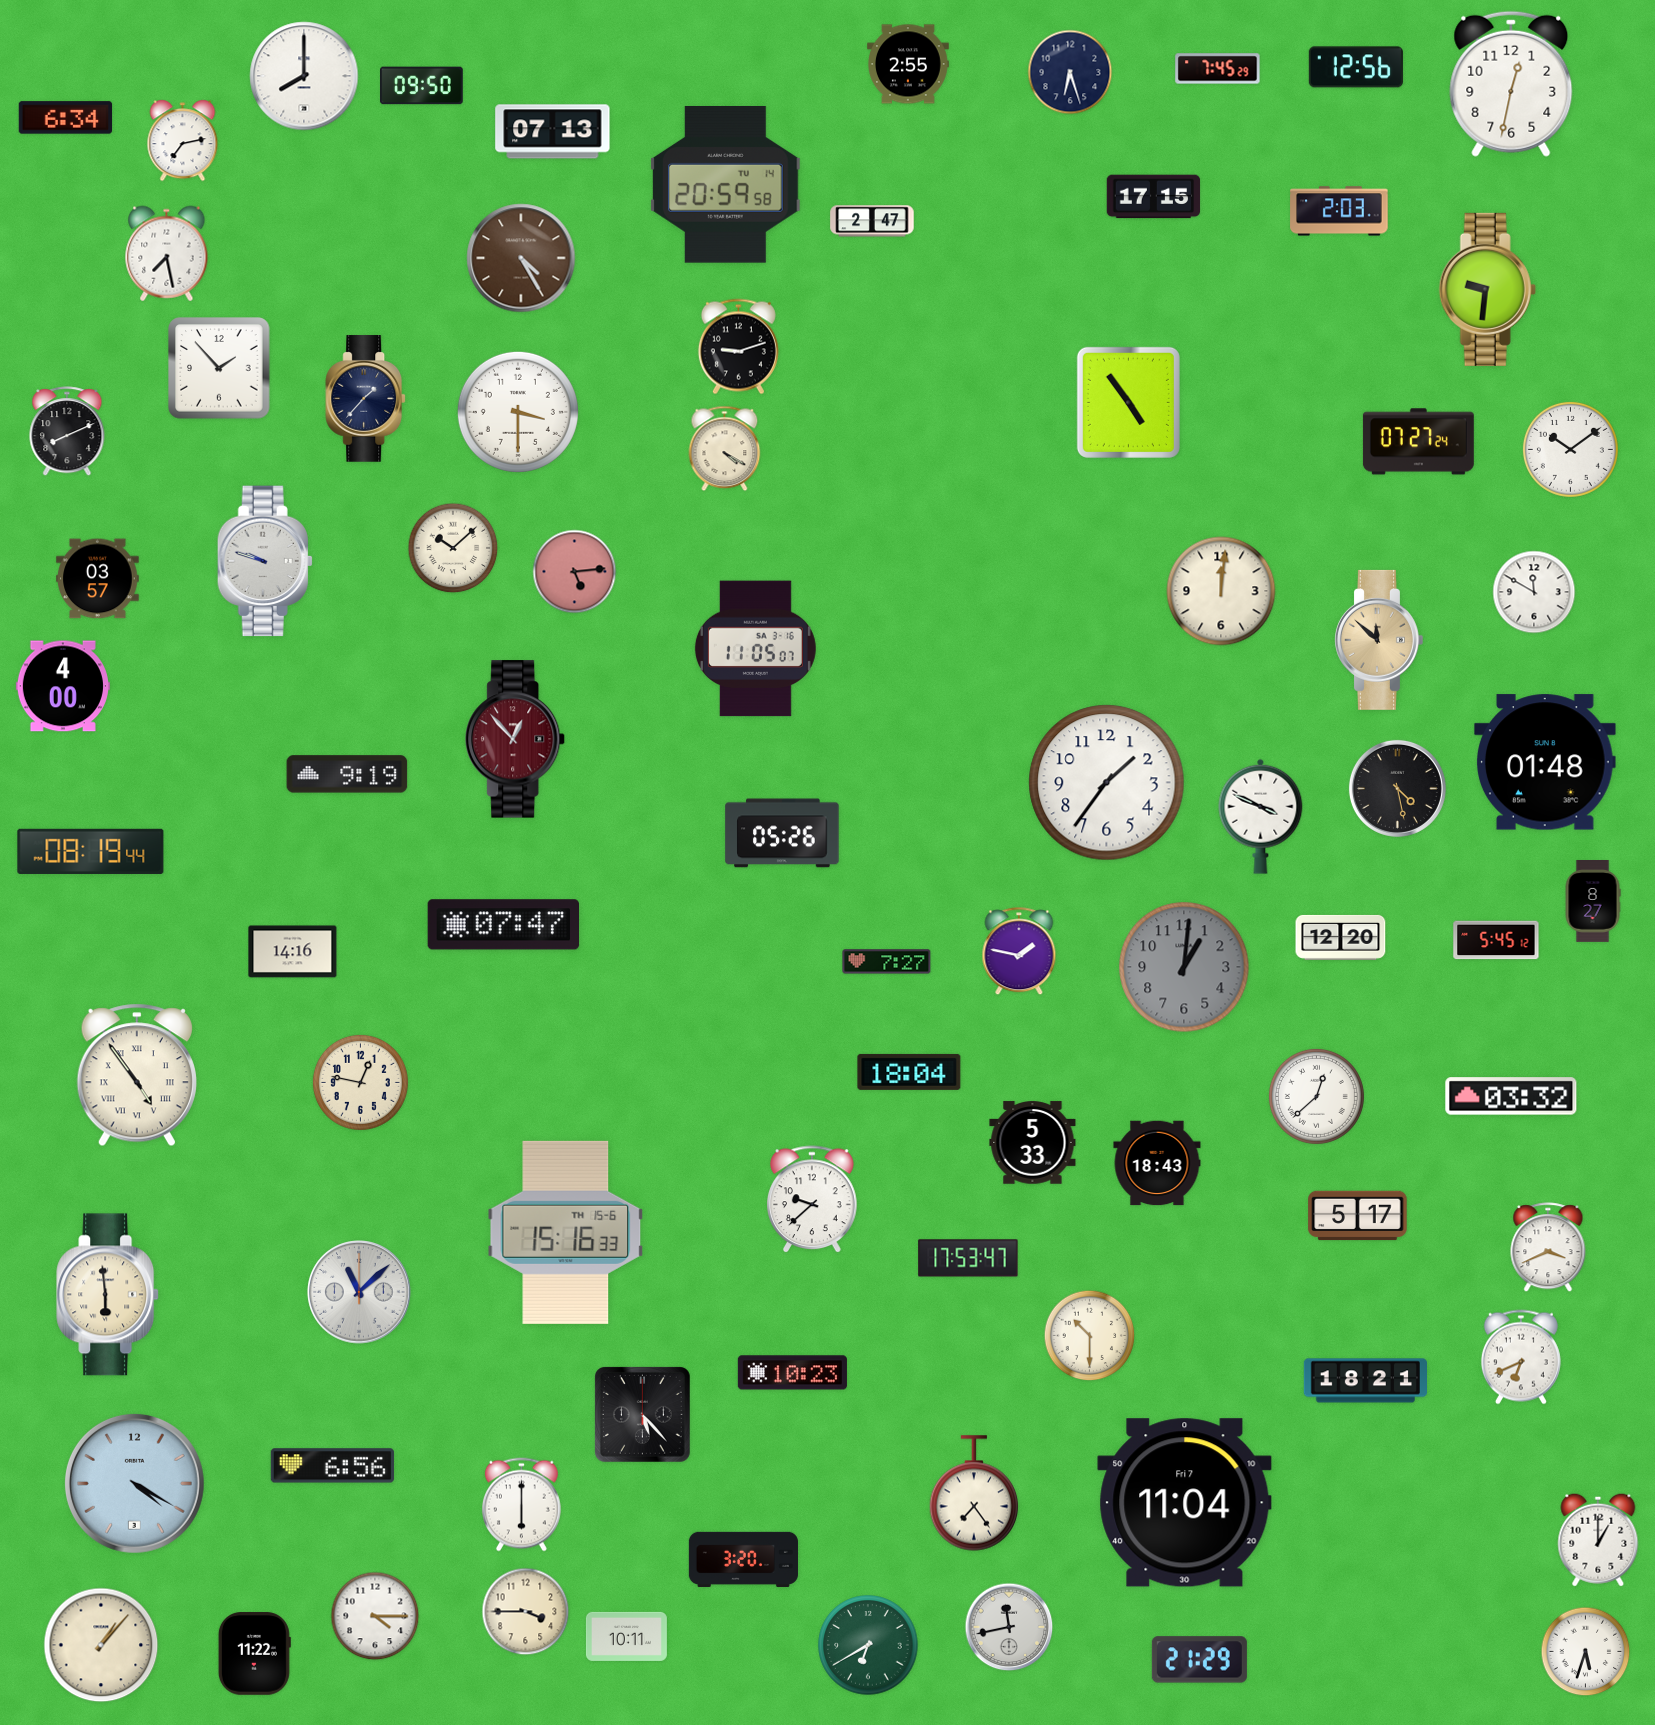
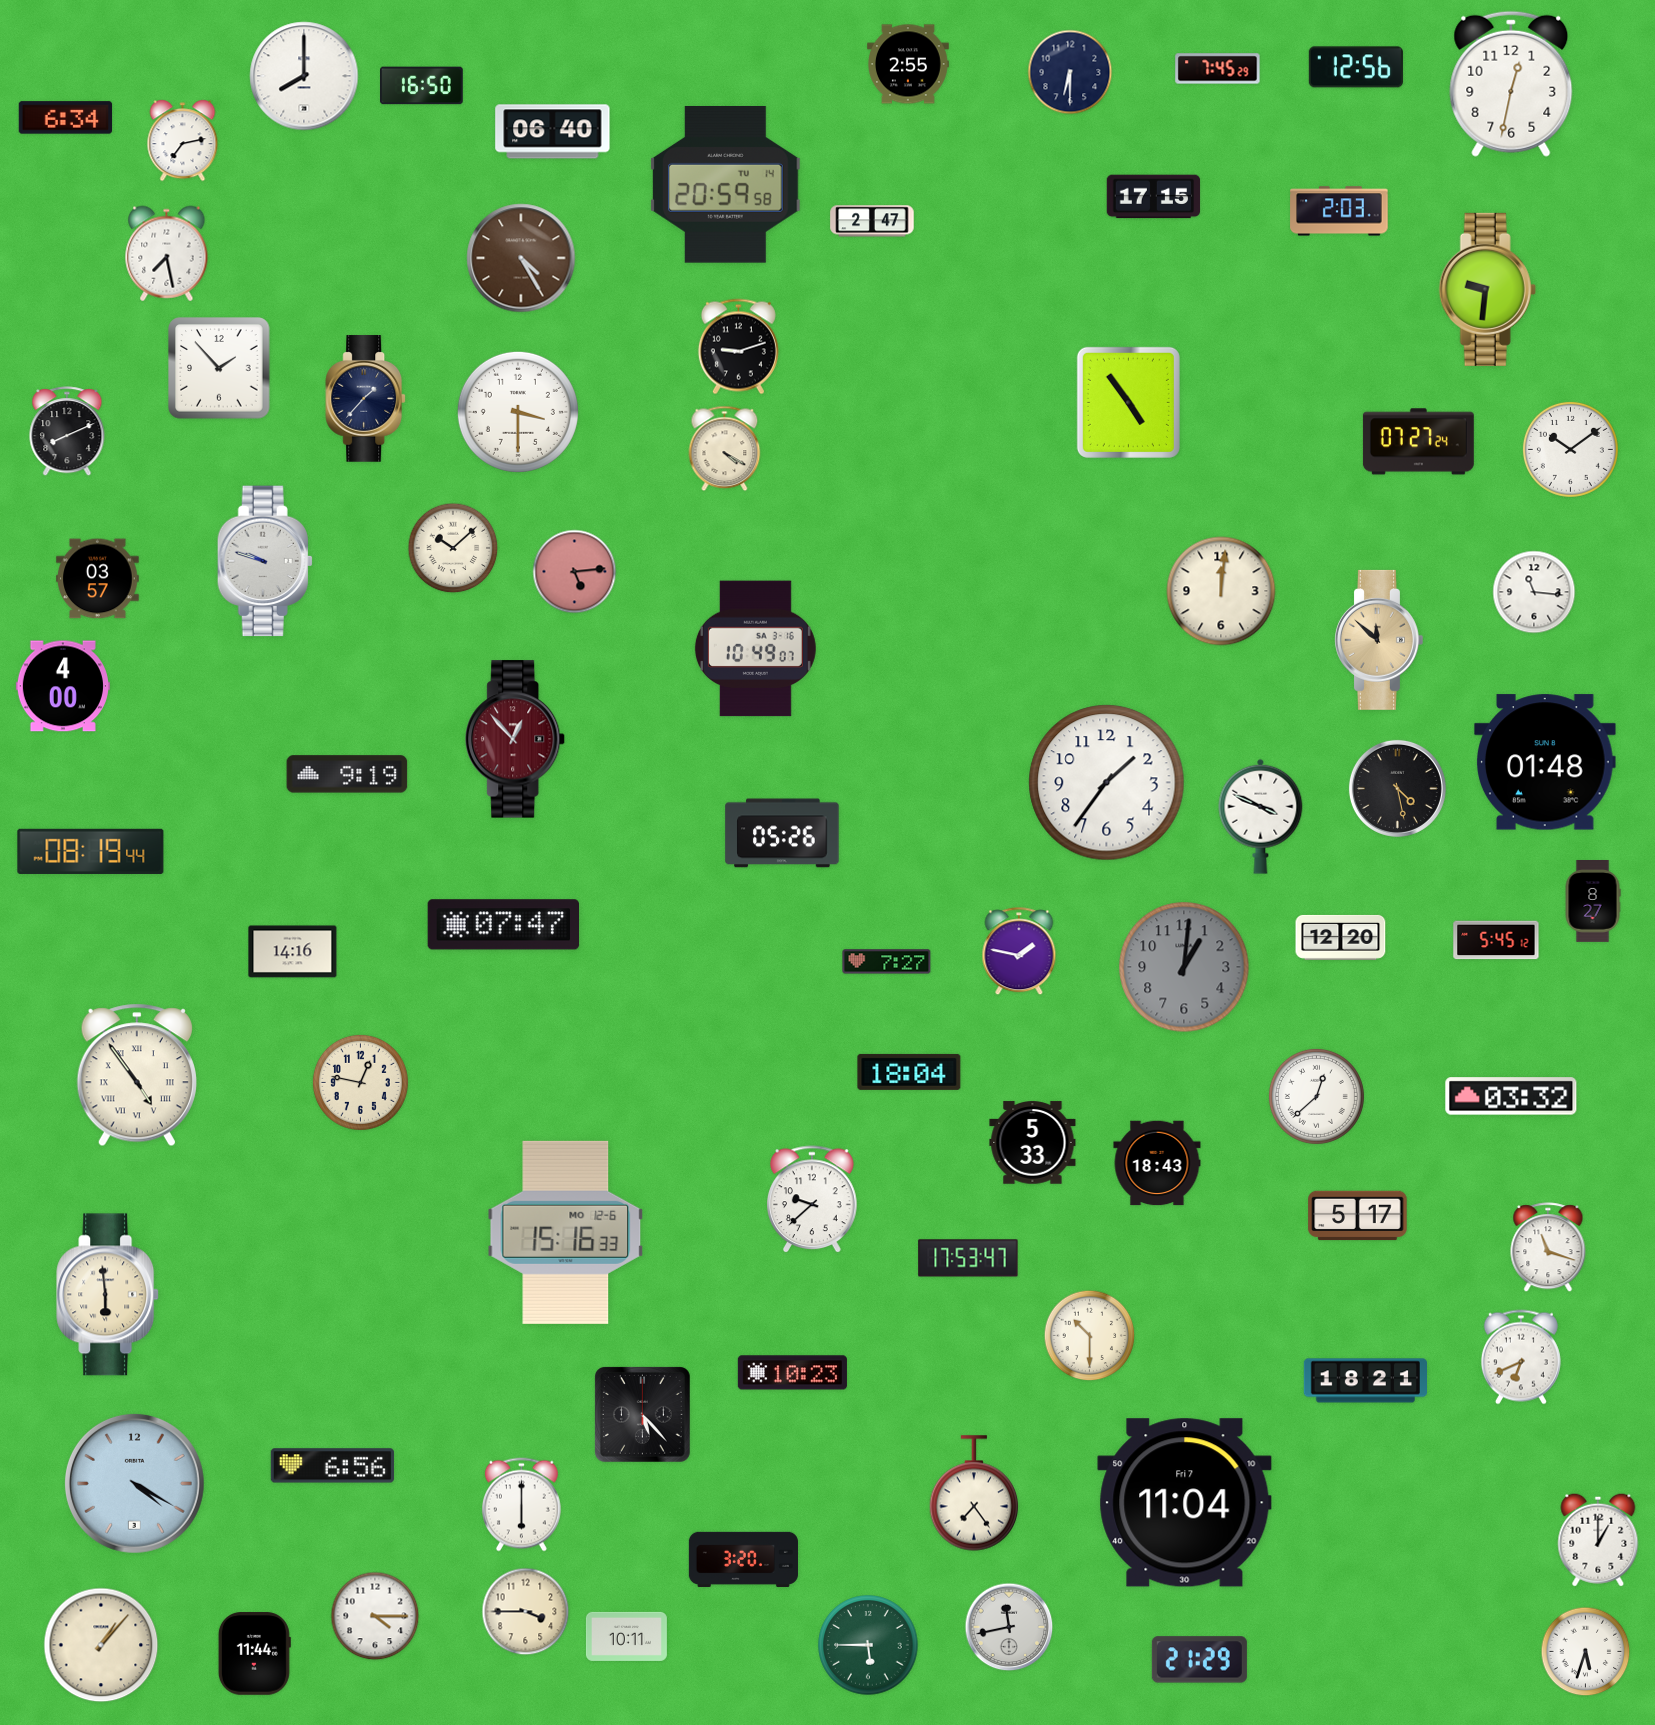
clock at (1070, 72): 6:27 -> 6:30
clock at (422, 86): 09:50 -> 16:50
clock at (553, 132): 07:13 -> 06:40
clock at (1534, 592): 11:50 -> 11:16
clock at (755, 649): 11:05 -> 10:49
clock at (566, 1232) date: TH 15-6 -> MO 12-6
clock at (1548, 1248): 3:41 -> 11:18
clock at (359, 1292): 11:08 -> none
clock at (868, 1645): 6:40 -> 5:45
clock at (254, 1654): 11:22 -> 11:44
